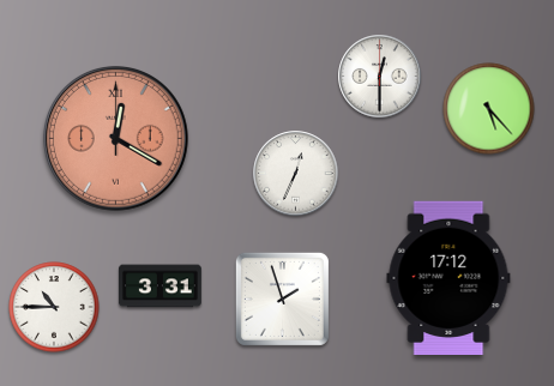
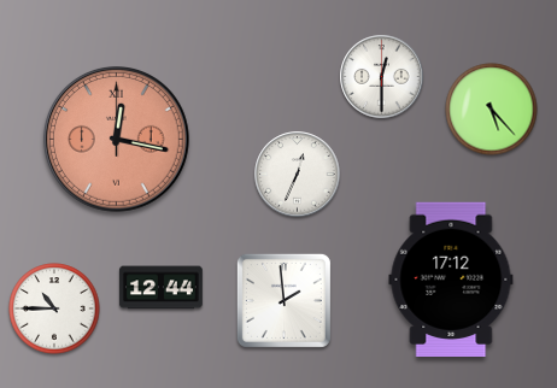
clock at (116, 139): 12:20 -> 12:17
clock at (159, 287): 3:31 -> 12:44
clock at (282, 298): 1:57 -> 1:59
